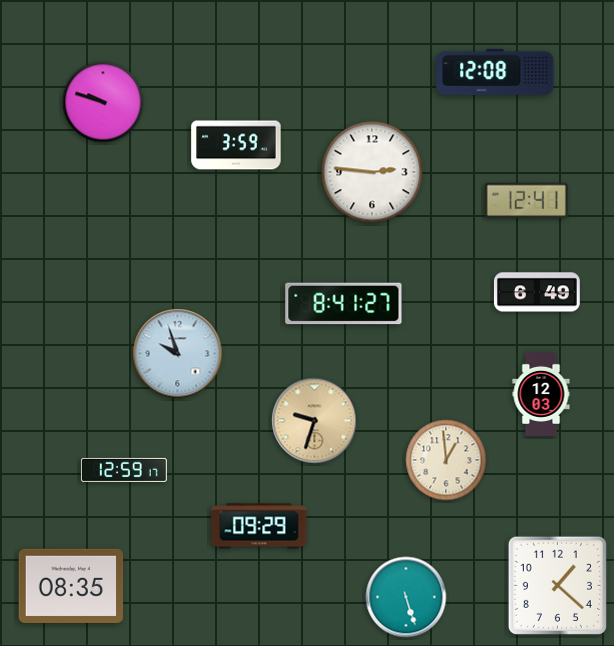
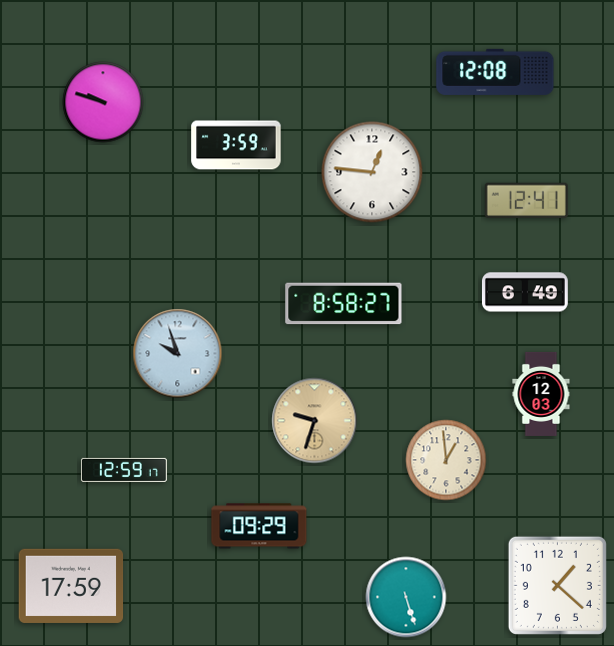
clock at (372, 172): 2:46 -> 12:46
clock at (537, 292) position: (537, 292) -> (525, 292)
clock at (344, 304): 8:41 -> 8:58
clock at (71, 586): 08:35 -> 17:59
